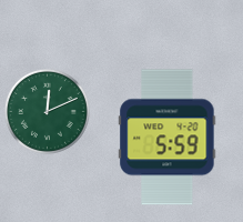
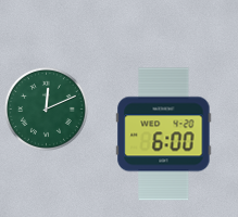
clock at (168, 138): 5:59 -> 6:00
